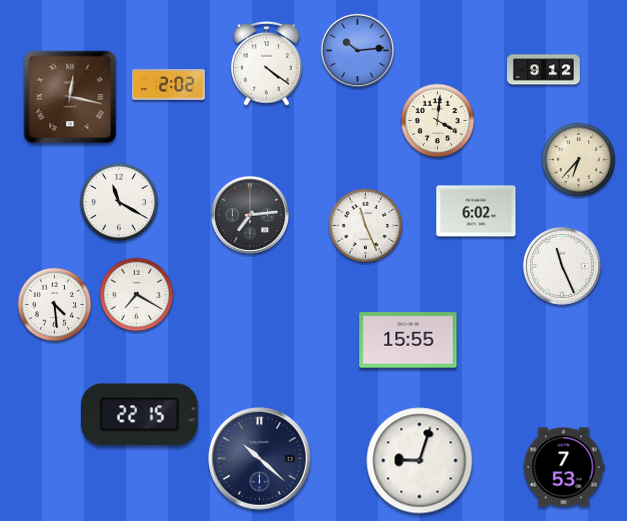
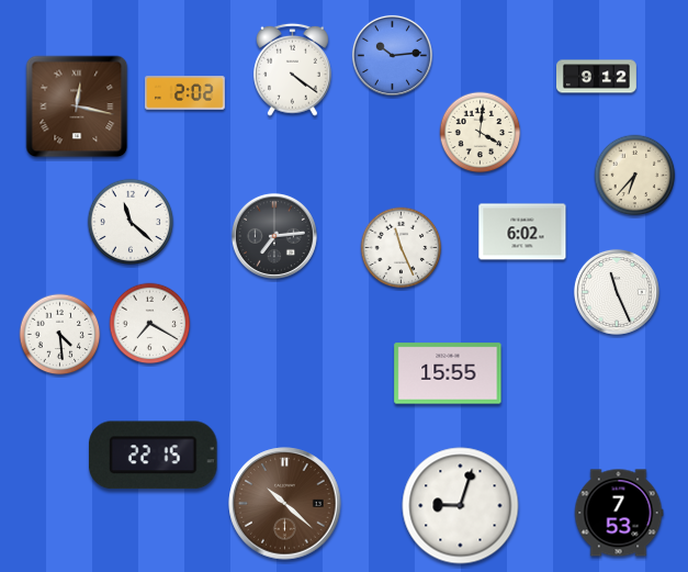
clock at (119, 202): 11:20 -> 11:22
clock at (260, 459) dial: navy -> brown
